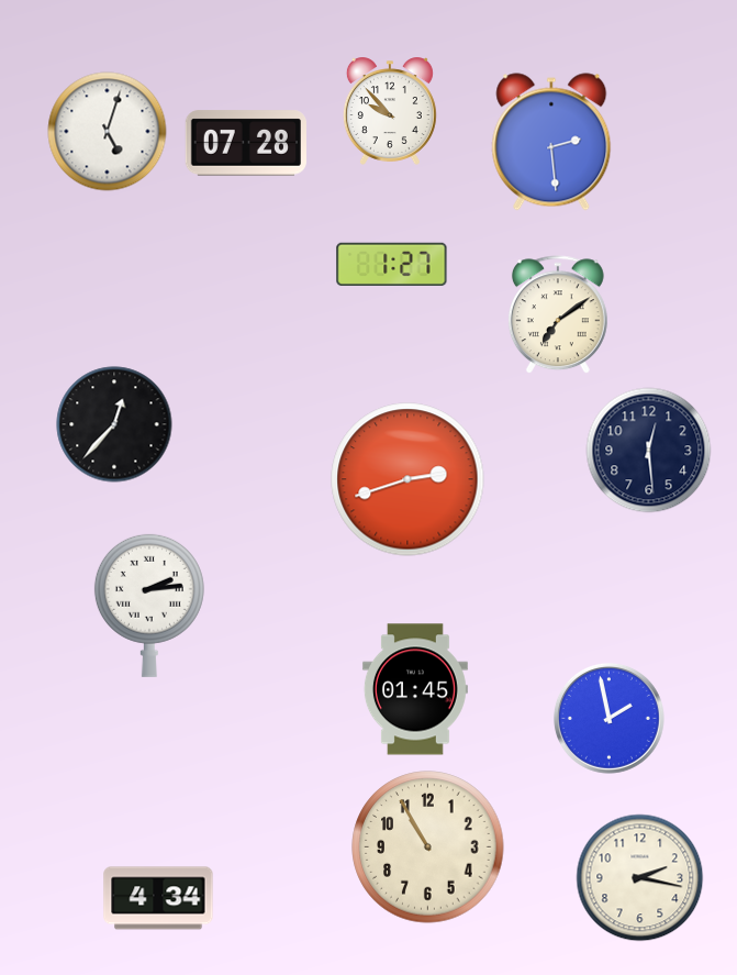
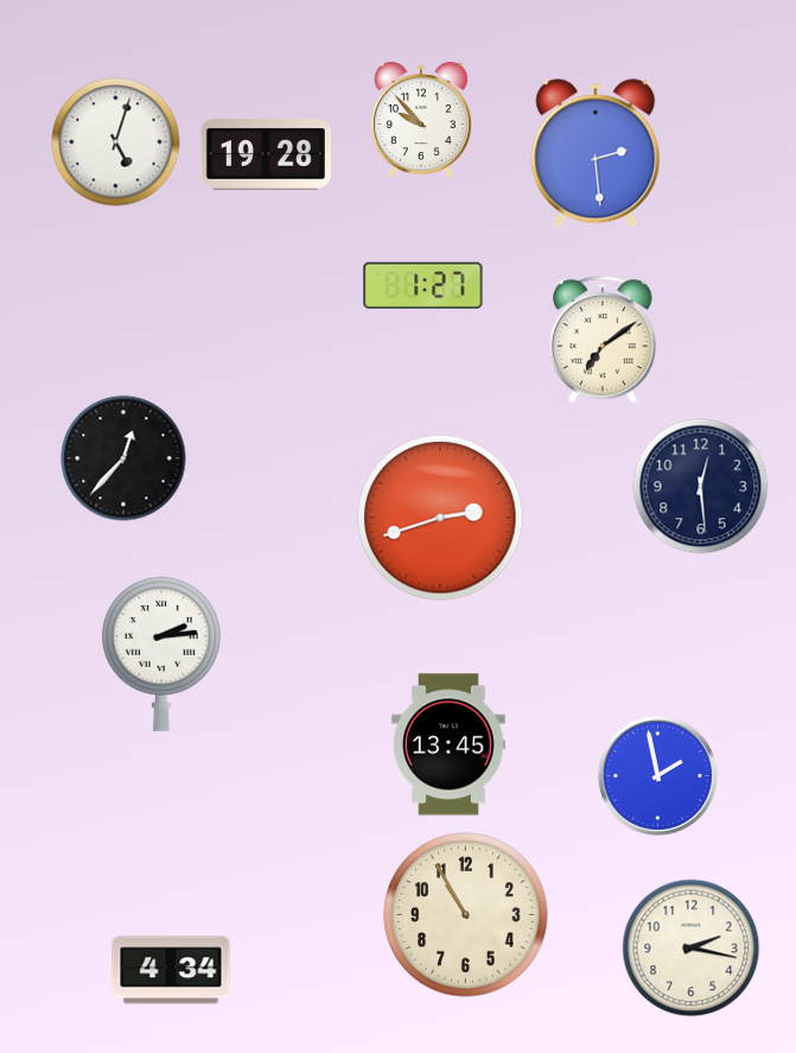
clock at (246, 143): 07:28 -> 19:28
clock at (415, 689): 01:45 -> 13:45
clock at (428, 847) position: (428, 847) -> (466, 915)
